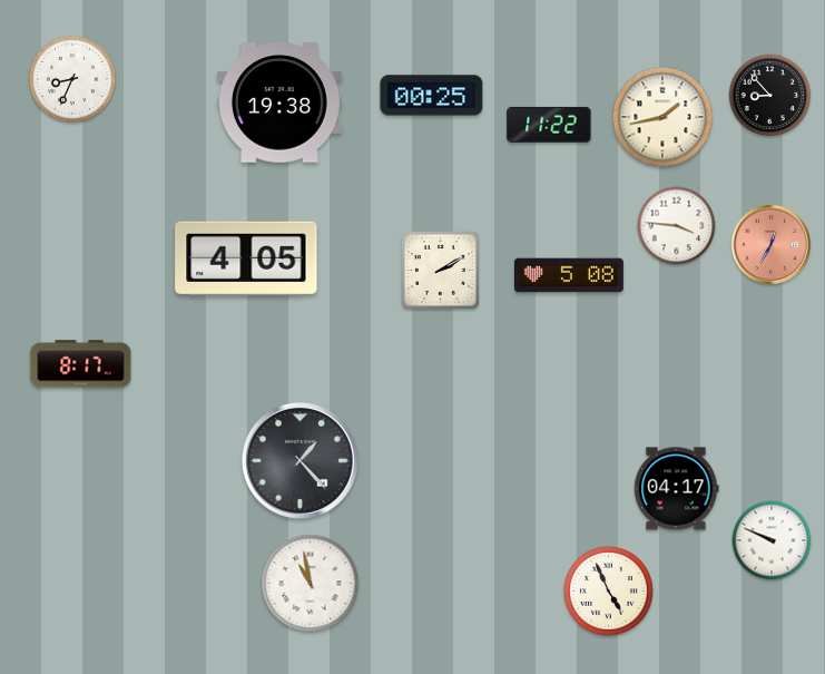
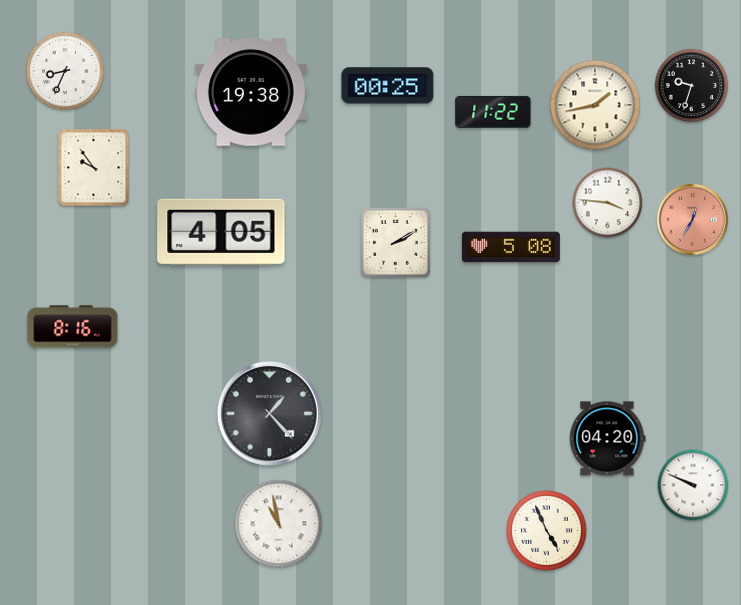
clock at (770, 96): 8:53 -> 9:33
clock at (94, 168): none -> 9:54
clock at (81, 364): 8:17 -> 8:16
clock at (677, 489): 04:17 -> 04:20
